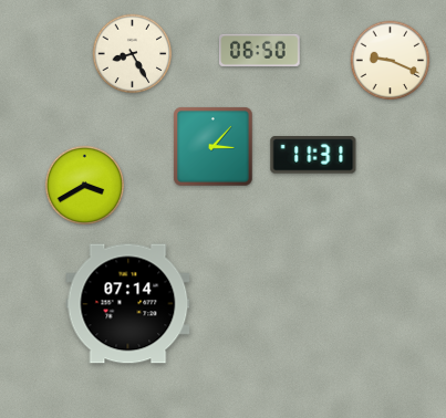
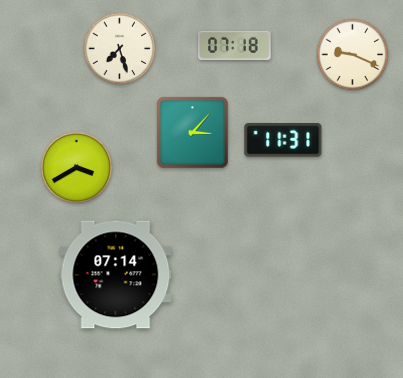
clock at (260, 50): 06:50 -> 07:18
clock at (133, 54): 8:25 -> 7:27
